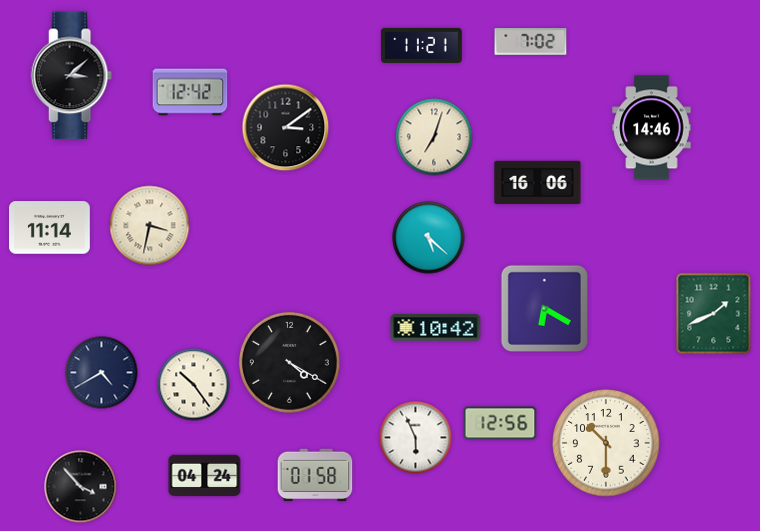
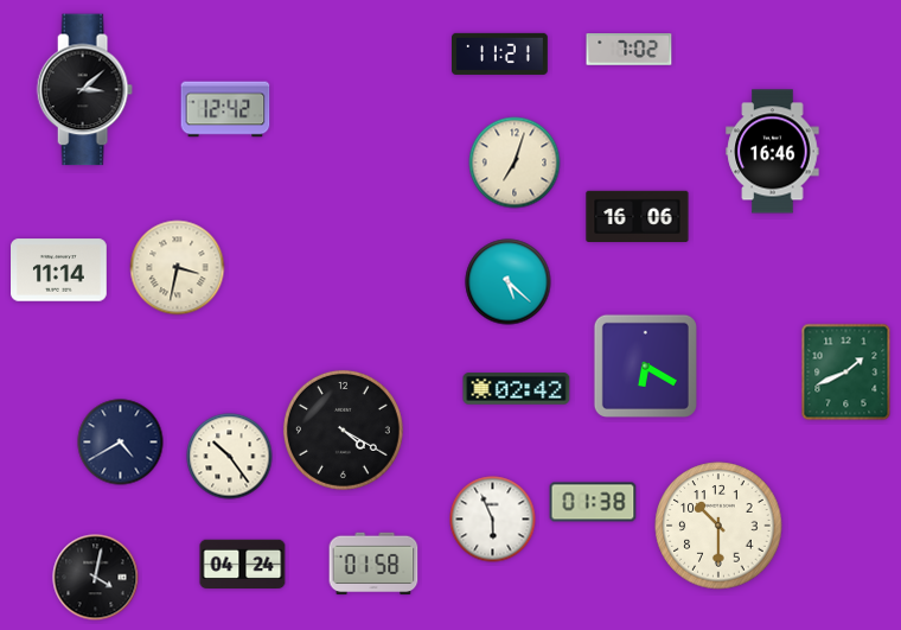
clock at (286, 128): 3:09 -> none
clock at (652, 128): 14:46 -> 16:46
clock at (436, 328): 10:42 -> 02:42
clock at (500, 423): 12:56 -> 01:38
clock at (81, 487): 3:53 -> 4:02
